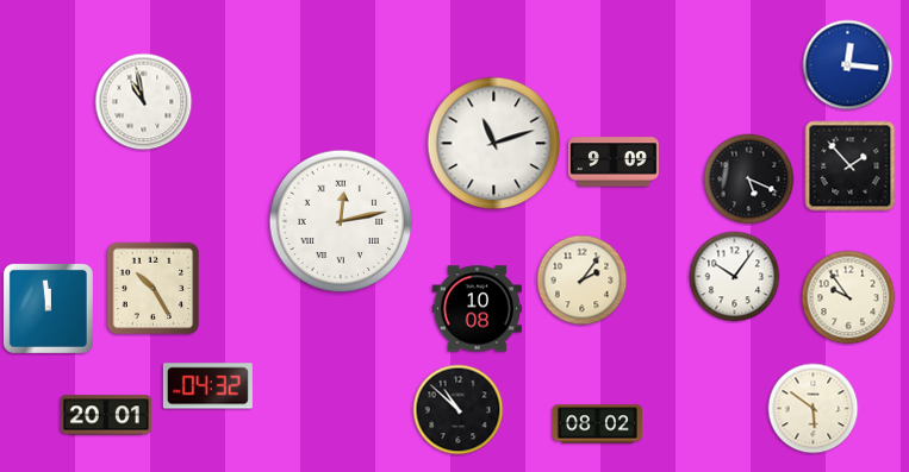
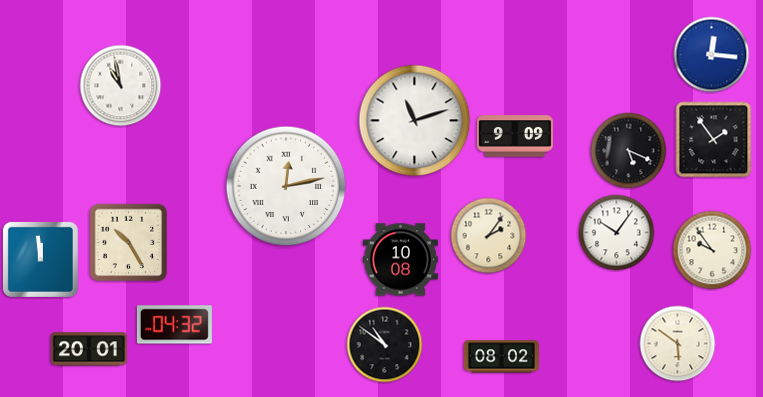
clock at (851, 166): 1:53 -> 1:54
clock at (814, 409) position: (814, 409) -> (678, 344)
clock at (459, 410): 10:52 -> 10:51
